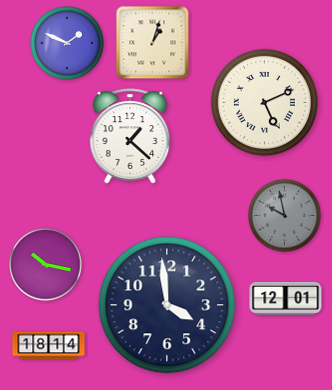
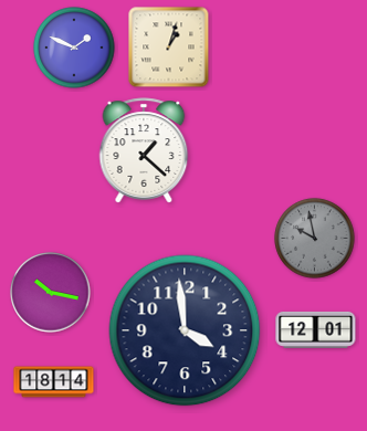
clock at (264, 102): 5:11 -> none
clock at (167, 305) position: (167, 305) -> (185, 330)
